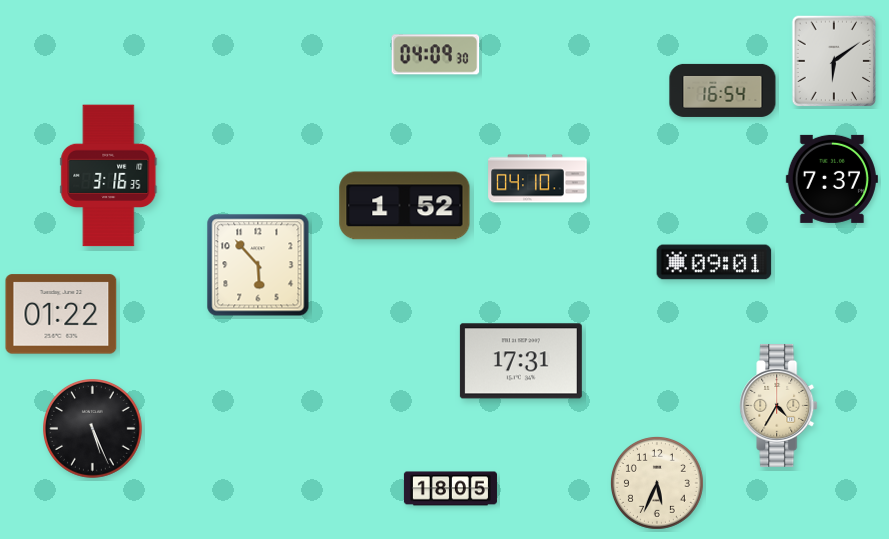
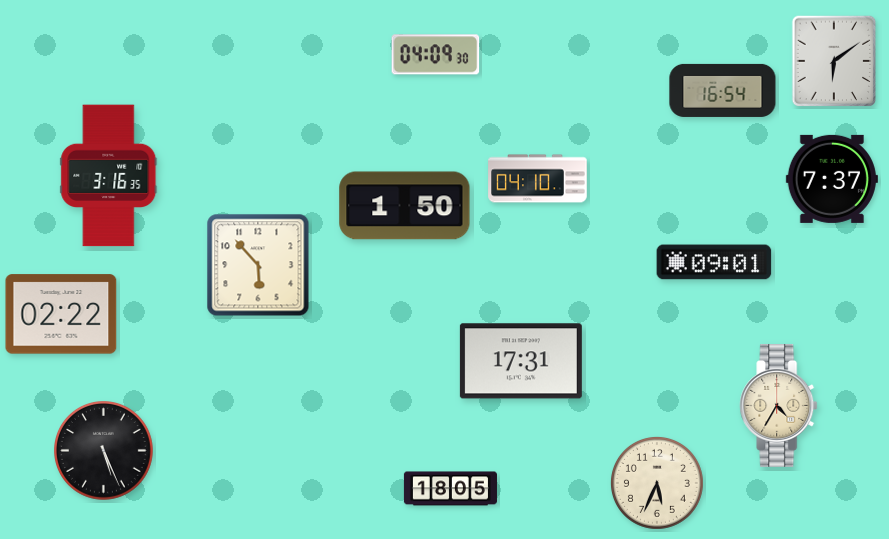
clock at (405, 206): 1:52 -> 1:50
clock at (61, 314): 01:22 -> 02:22
clock at (93, 429) position: (93, 429) -> (104, 451)
